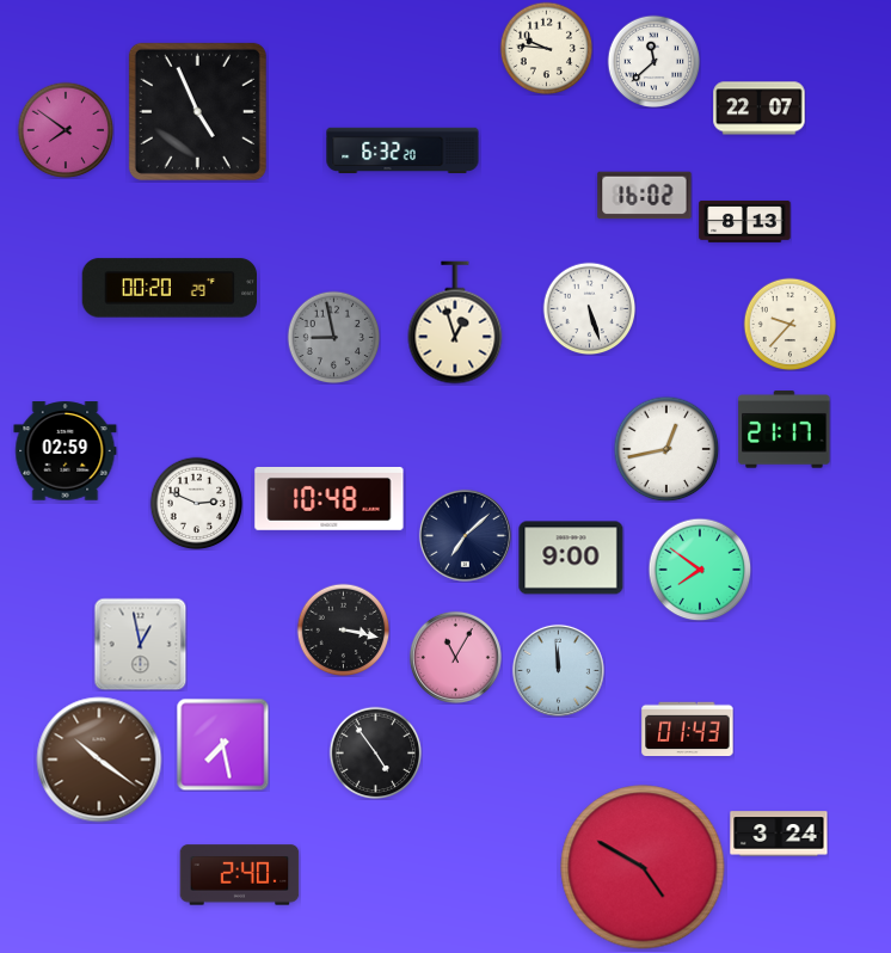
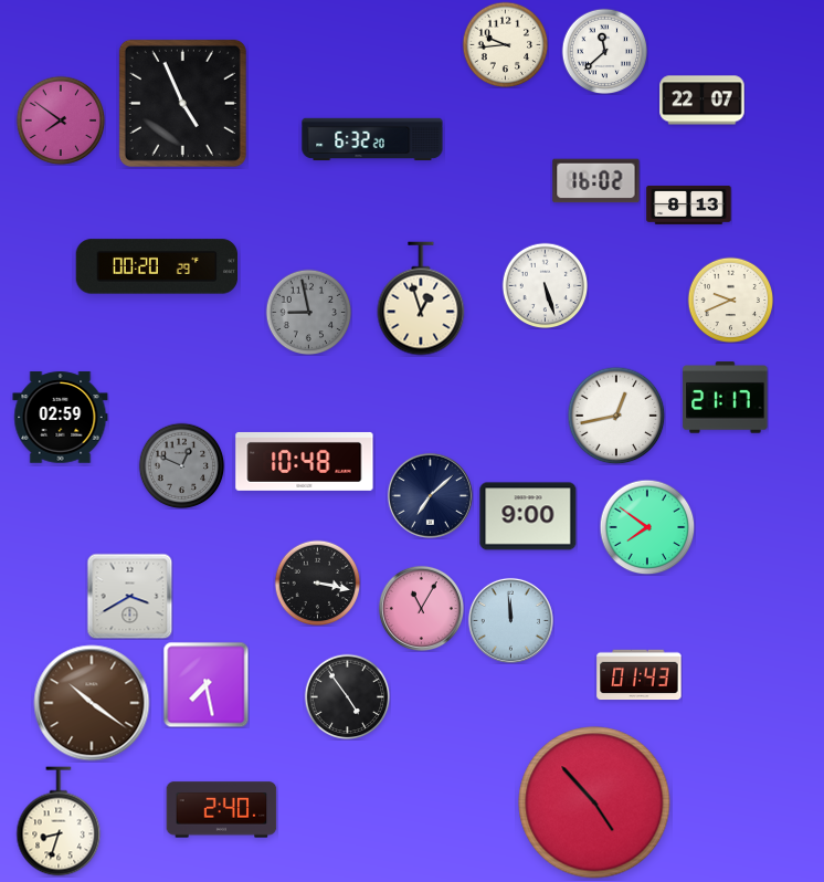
clock at (546, 48): 9:46 -> 9:44
clock at (653, 61) position: (653, 61) -> (604, 51)
clock at (789, 324): 9:37 -> 9:41
clock at (196, 503): 2:49 -> 12:49
clock at (196, 503) dial: white -> grey
clock at (140, 644): 12:58 -> 3:40
clock at (558, 670) position: (558, 670) -> (510, 620)
clock at (688, 730) position: (688, 730) -> (640, 675)
clock at (222, 744) position: (222, 744) -> (205, 684)
clock at (779, 834): 3:24 -> none
clock at (643, 867): 4:50 -> 4:53
clock at (59, 821): none -> 8:33
